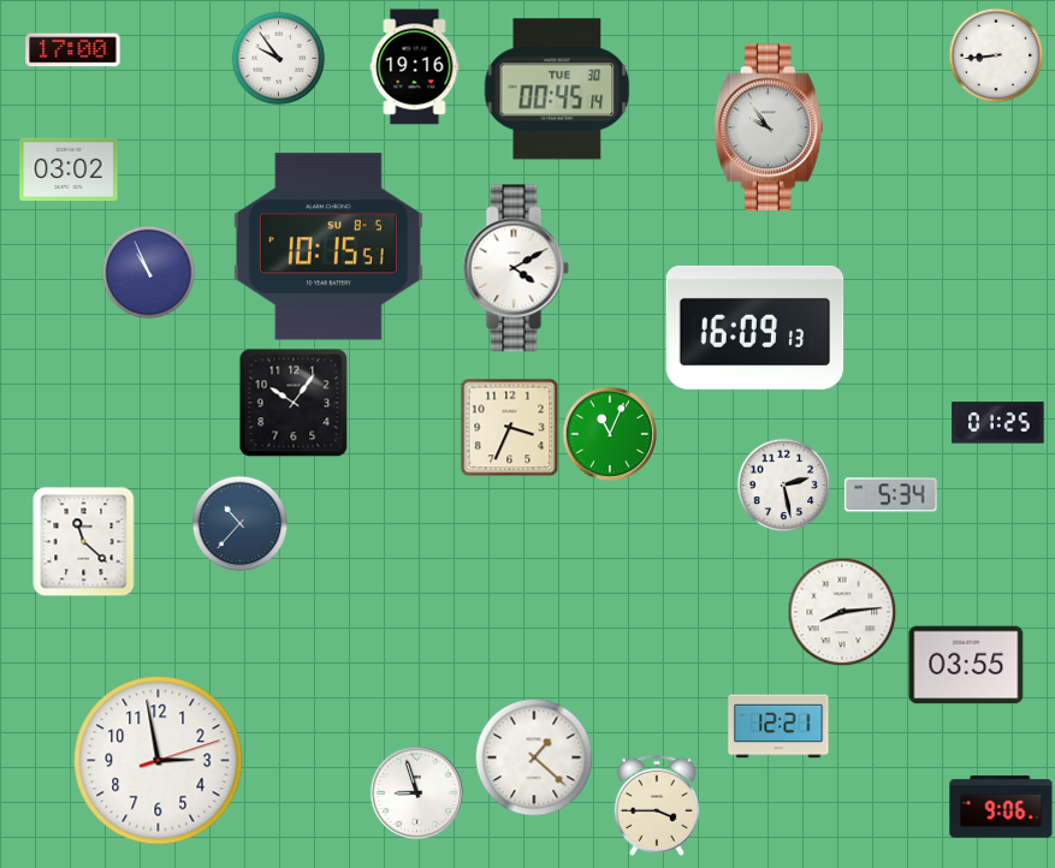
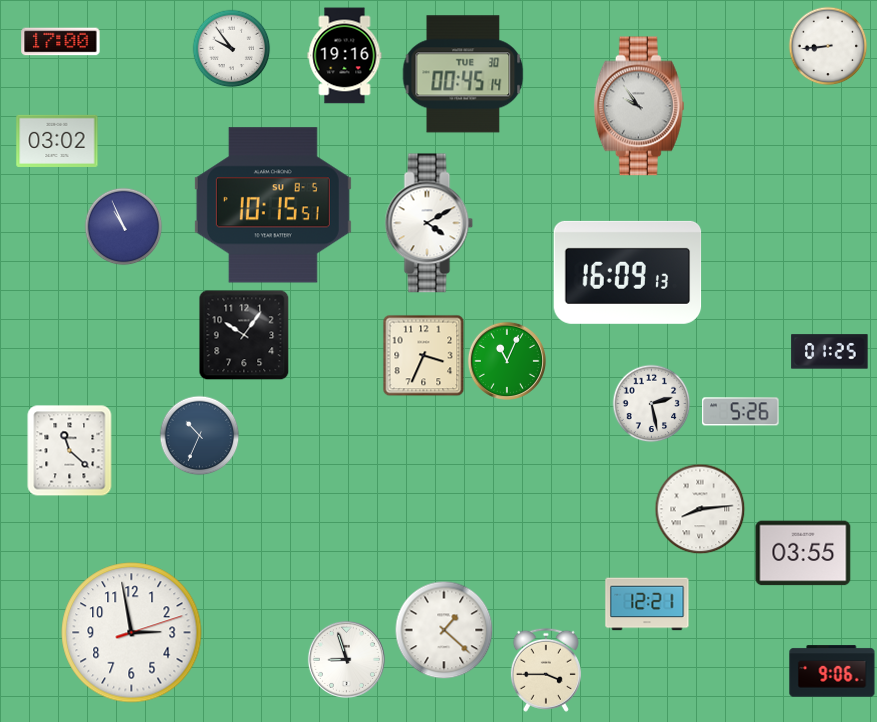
clock at (891, 495): 5:34 -> 5:26
clock at (239, 523): 10:37 -> 10:34
